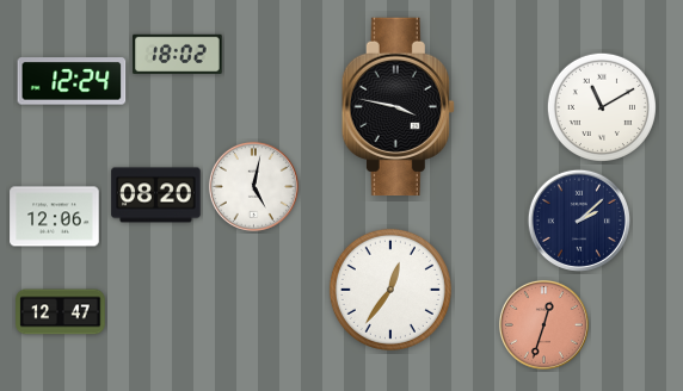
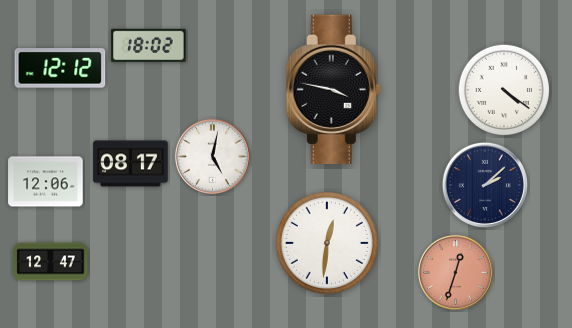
clock at (72, 81): 12:24 -> 12:12
clock at (601, 106): 11:10 -> 4:21
clock at (156, 195): 08:20 -> 08:17
clock at (390, 290): 12:36 -> 12:31
